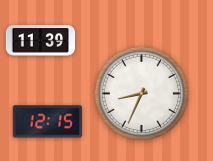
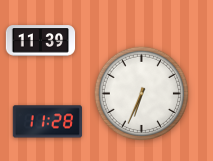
clock at (141, 93): 8:34 -> 6:34
clock at (47, 122): 12:15 -> 11:28
